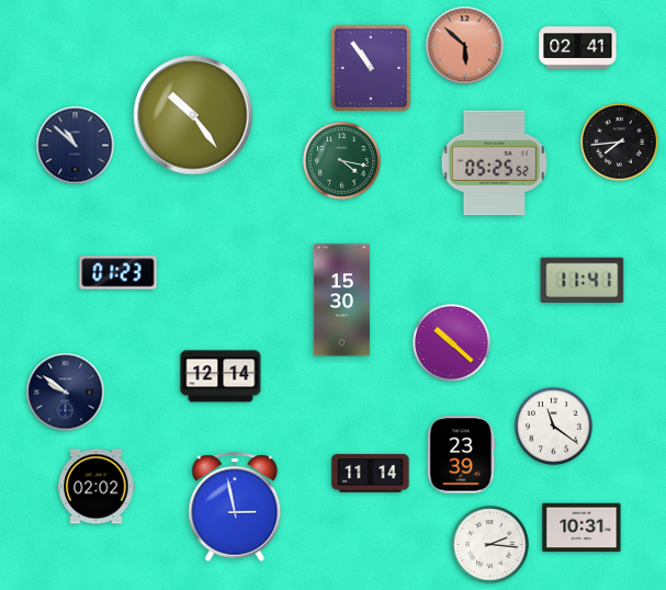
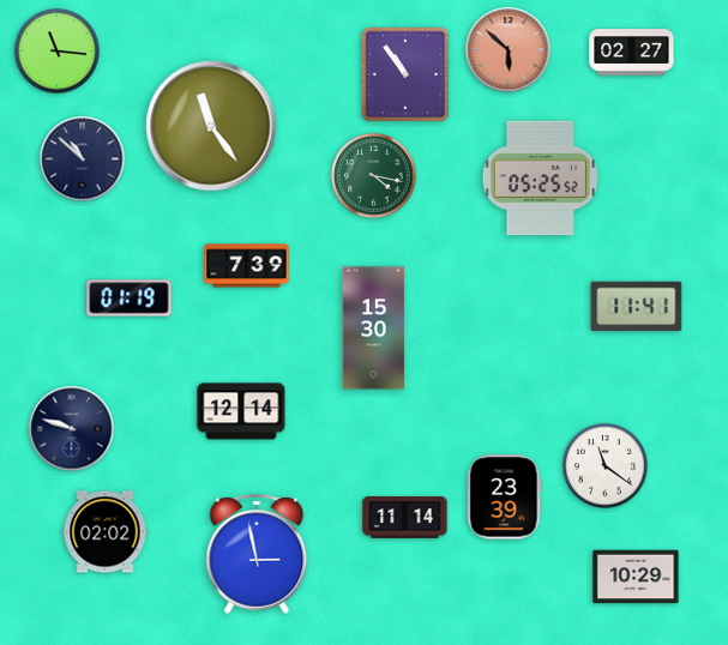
clock at (58, 52): none -> 11:16
clock at (578, 48): 02:41 -> 02:27
clock at (193, 115): 10:24 -> 11:24
clock at (620, 143): 7:44 -> none
clock at (247, 266): none -> 7:39
clock at (118, 273): 01:23 -> 01:19
clock at (452, 343): 10:22 -> none
clock at (66, 393): 9:51 -> 9:48
clock at (582, 527): 10:31 -> 10:29
clock at (490, 545): 2:16 -> none
